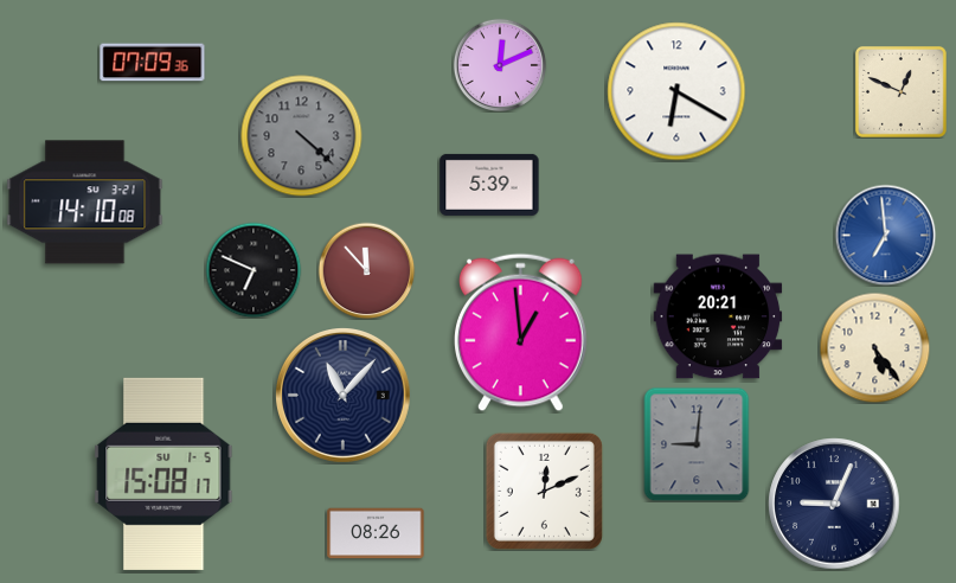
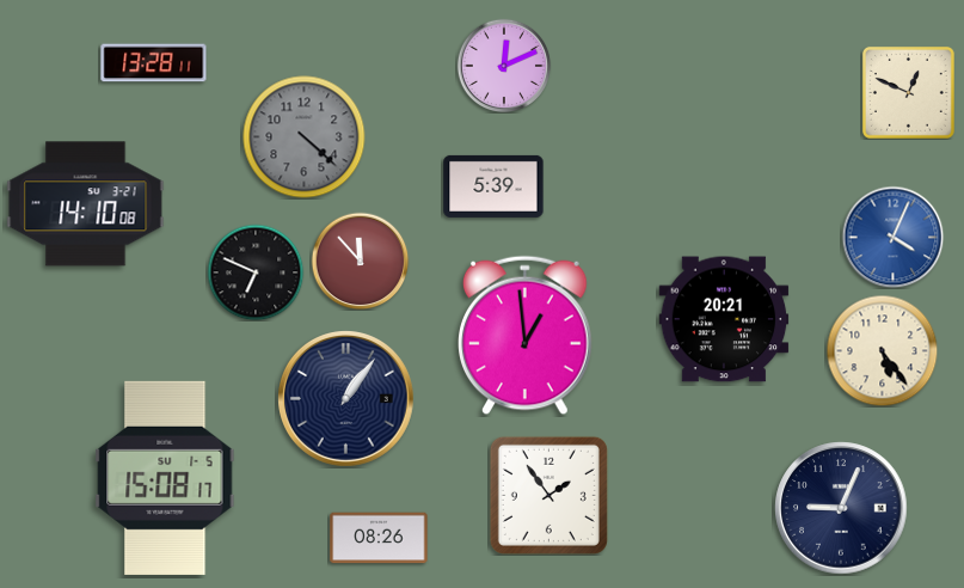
clock at (153, 63): 07:09 -> 13:28
clock at (676, 91): 6:20 -> none
clock at (885, 235): 6:59 -> 4:04
clock at (366, 270) position: (366, 270) -> (360, 261)
clock at (344, 396): 11:07 -> 1:06
clock at (697, 444): 9:01 -> none
clock at (544, 491): 12:11 -> 1:54
